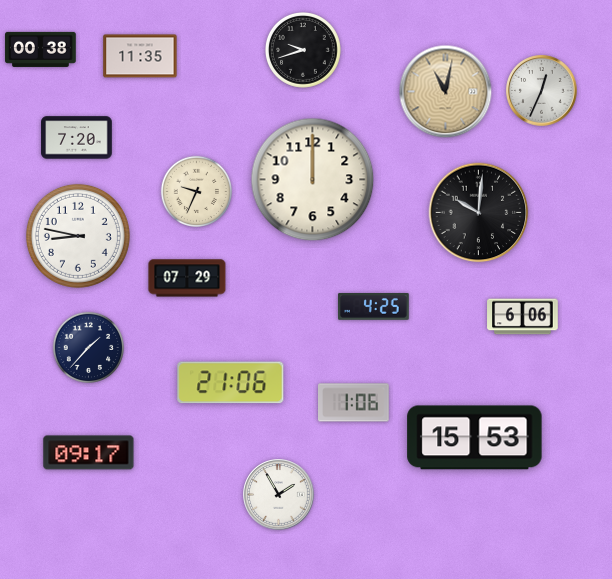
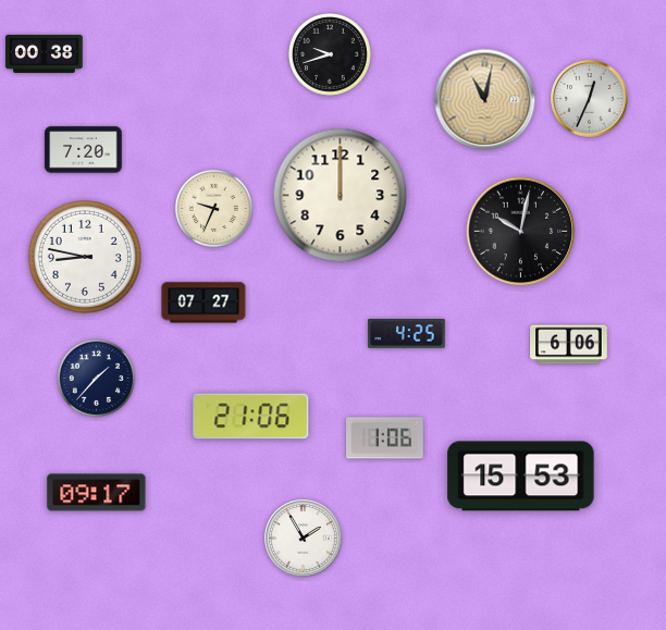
clock at (140, 56): 11:35 -> none
clock at (479, 213): 10:01 -> 10:02
clock at (187, 278): 07:29 -> 07:27
clock at (475, 438) position: (475, 438) -> (521, 477)
